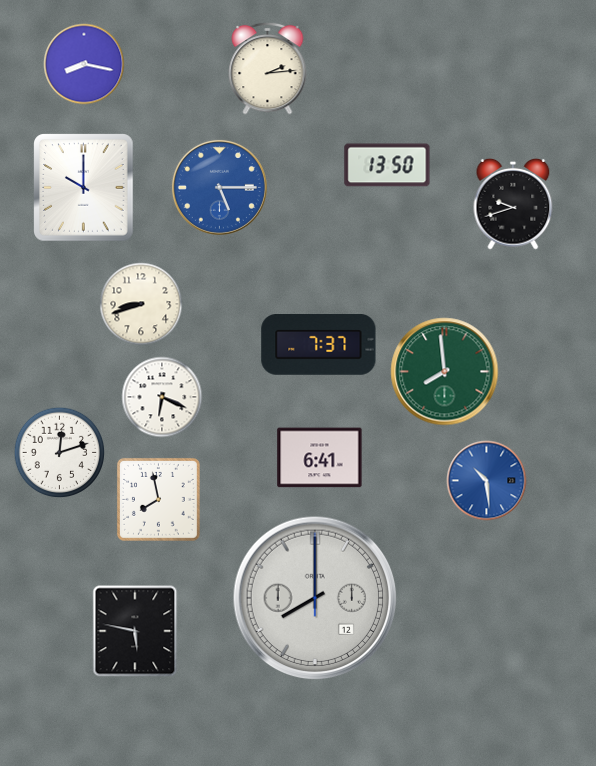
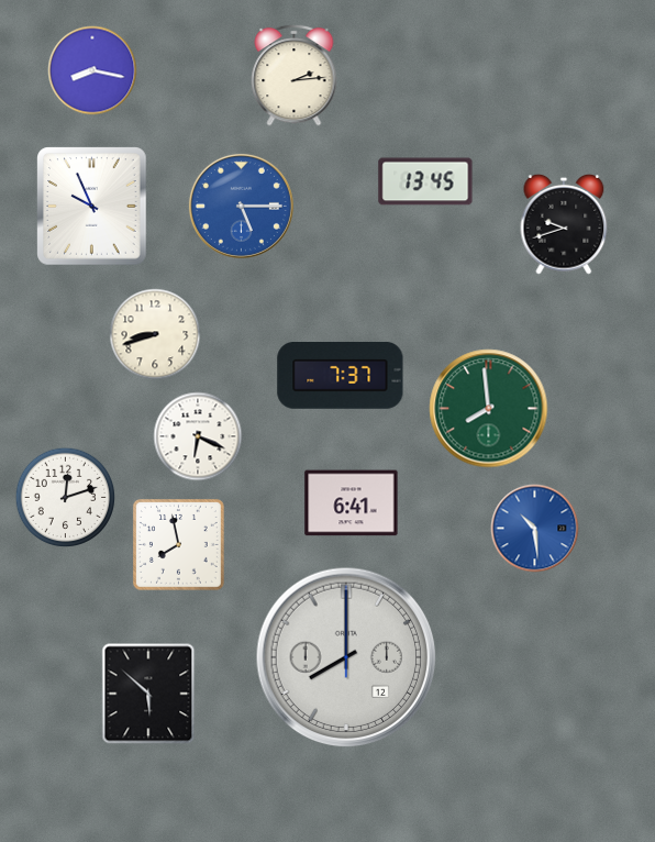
clock at (387, 165): 13:50 -> 13:45
clock at (84, 188): 10:00 -> 9:56
clock at (319, 345) position: (319, 345) -> (341, 376)
clock at (162, 397) position: (162, 397) -> (198, 436)
clock at (158, 499) position: (158, 499) -> (178, 544)
clock at (135, 631): 5:47 -> 5:52
